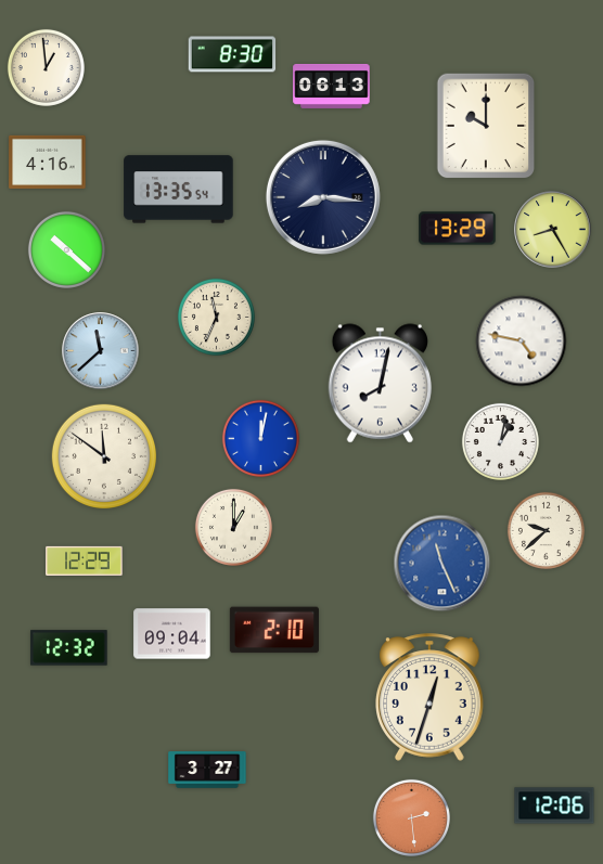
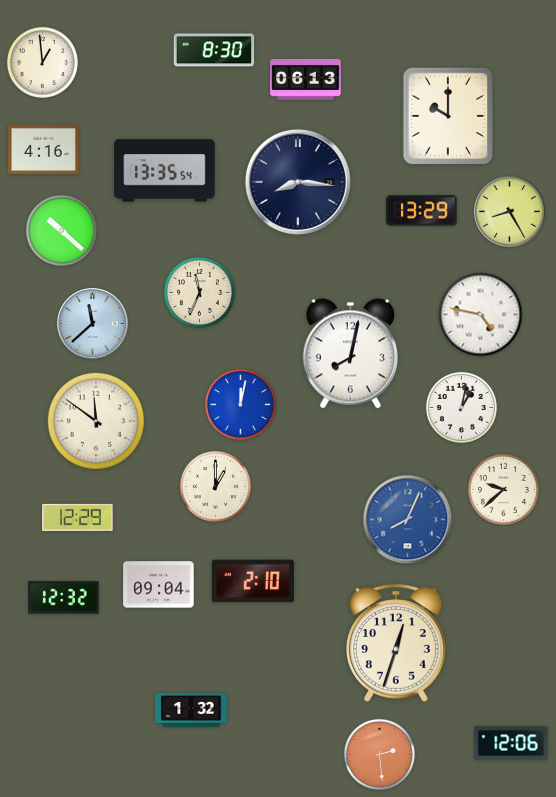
clock at (179, 190) position: (179, 190) -> (165, 171)
clock at (442, 564): 11:26 -> 8:04
clock at (207, 770): 3:27 -> 1:32
